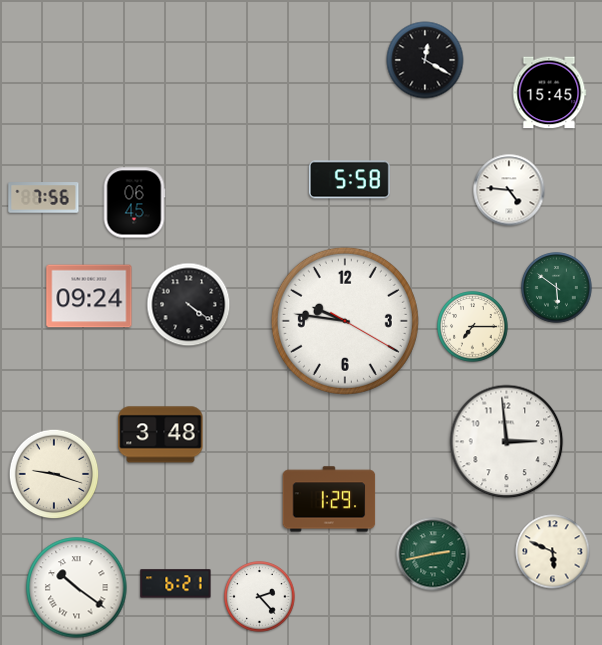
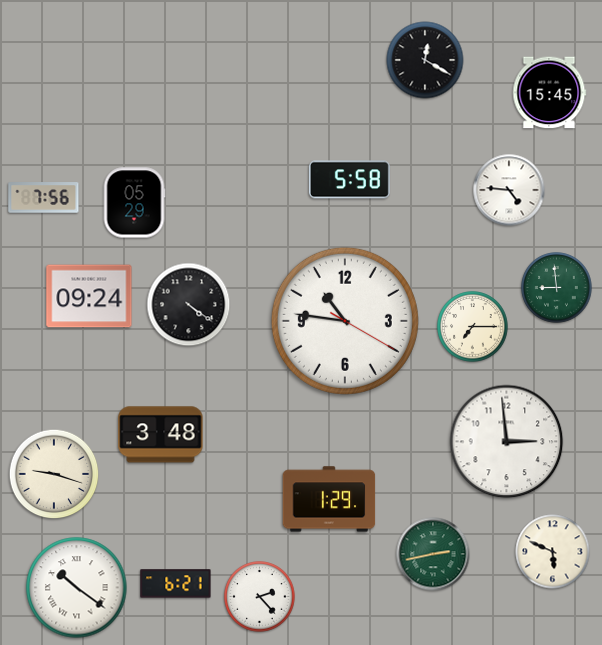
clock at (134, 203): 06:45 -> 05:29
clock at (557, 288): 5:51 -> 8:59
clock at (345, 321): 9:46 -> 10:46
